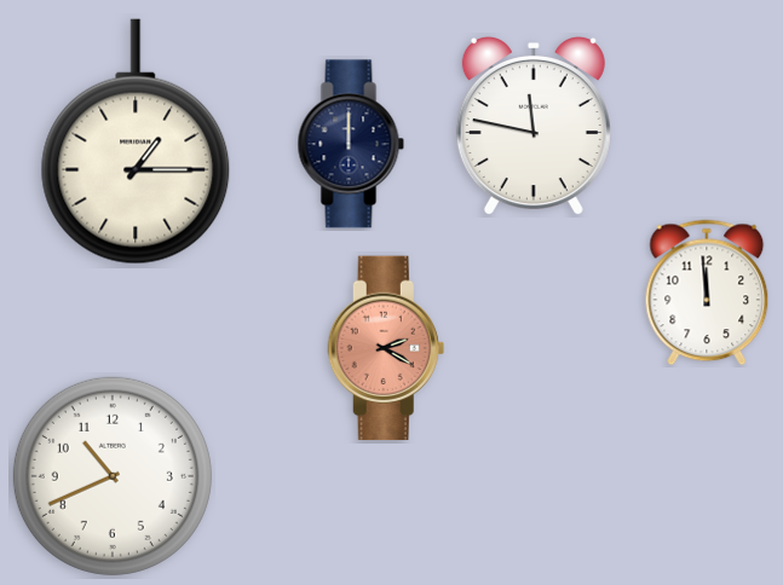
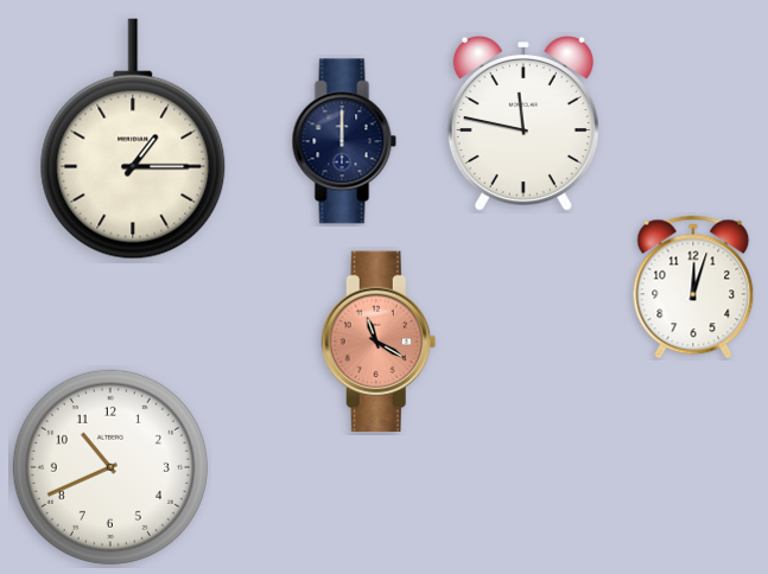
clock at (707, 292): 11:59 -> 12:03
clock at (386, 348): 2:20 -> 11:20
